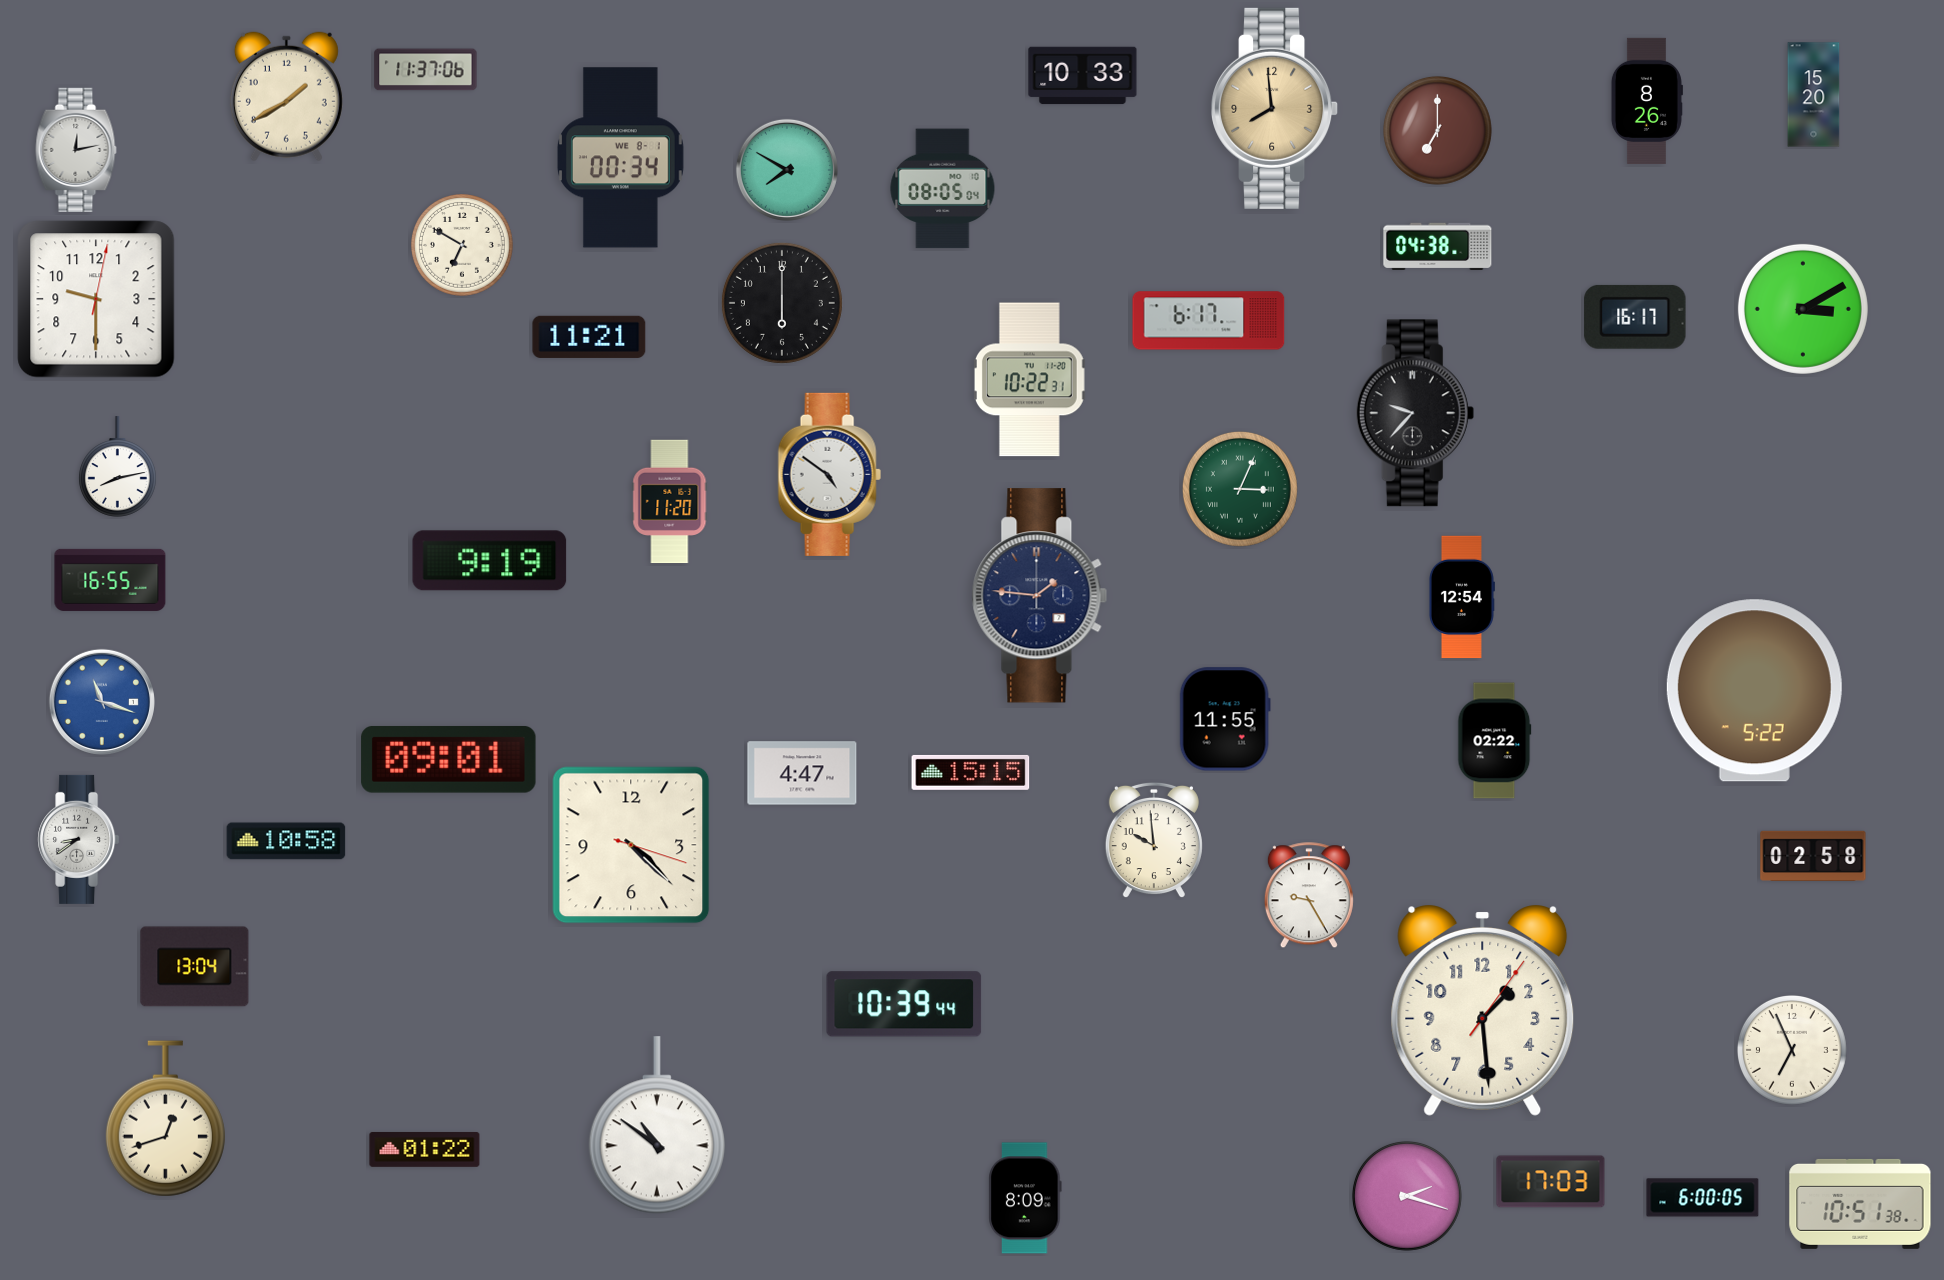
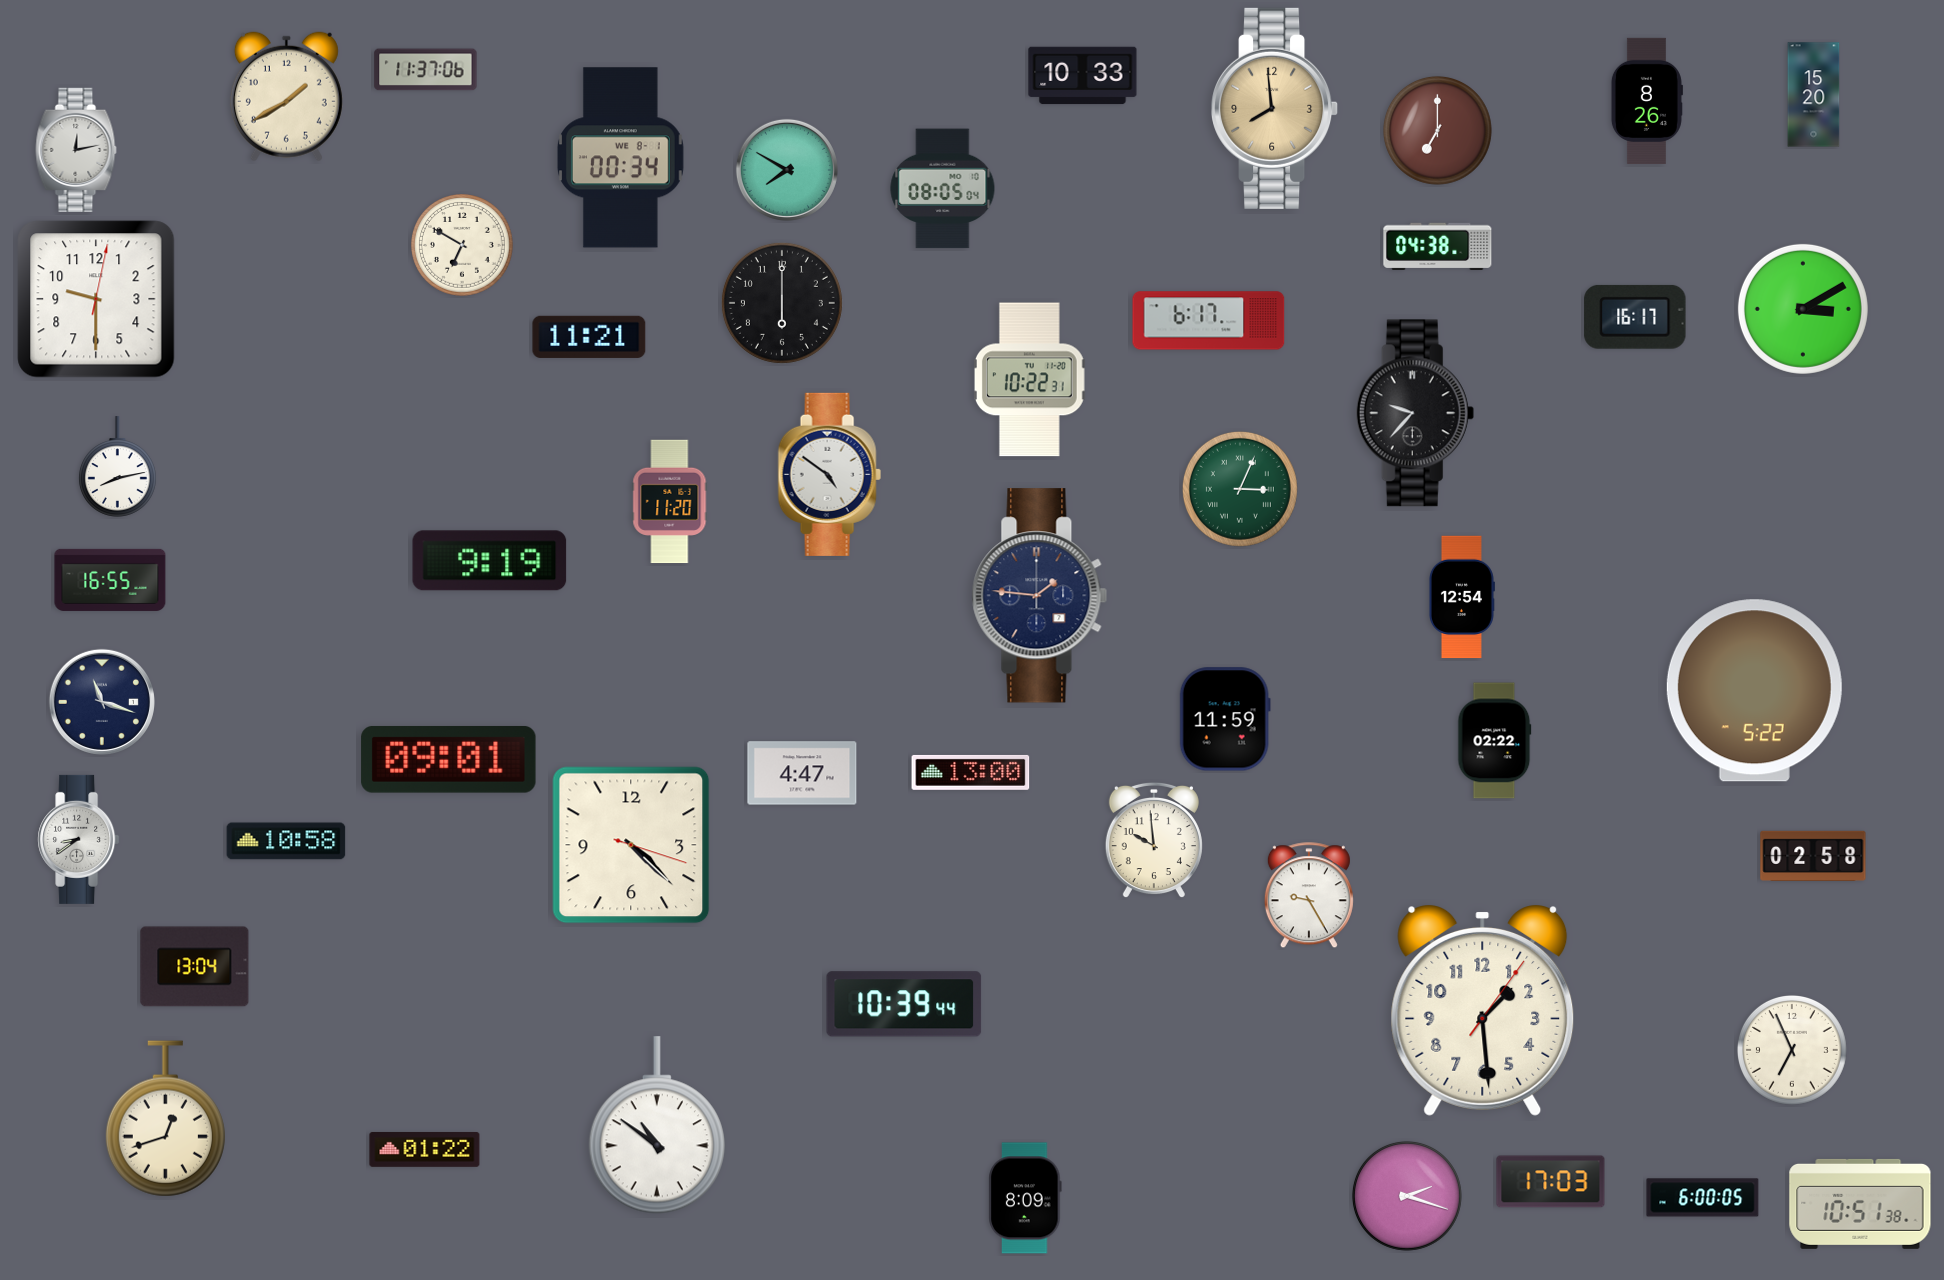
clock at (102, 702) dial: blue -> navy
clock at (1225, 719): 11:55 -> 11:59
clock at (971, 772): 15:15 -> 13:00
